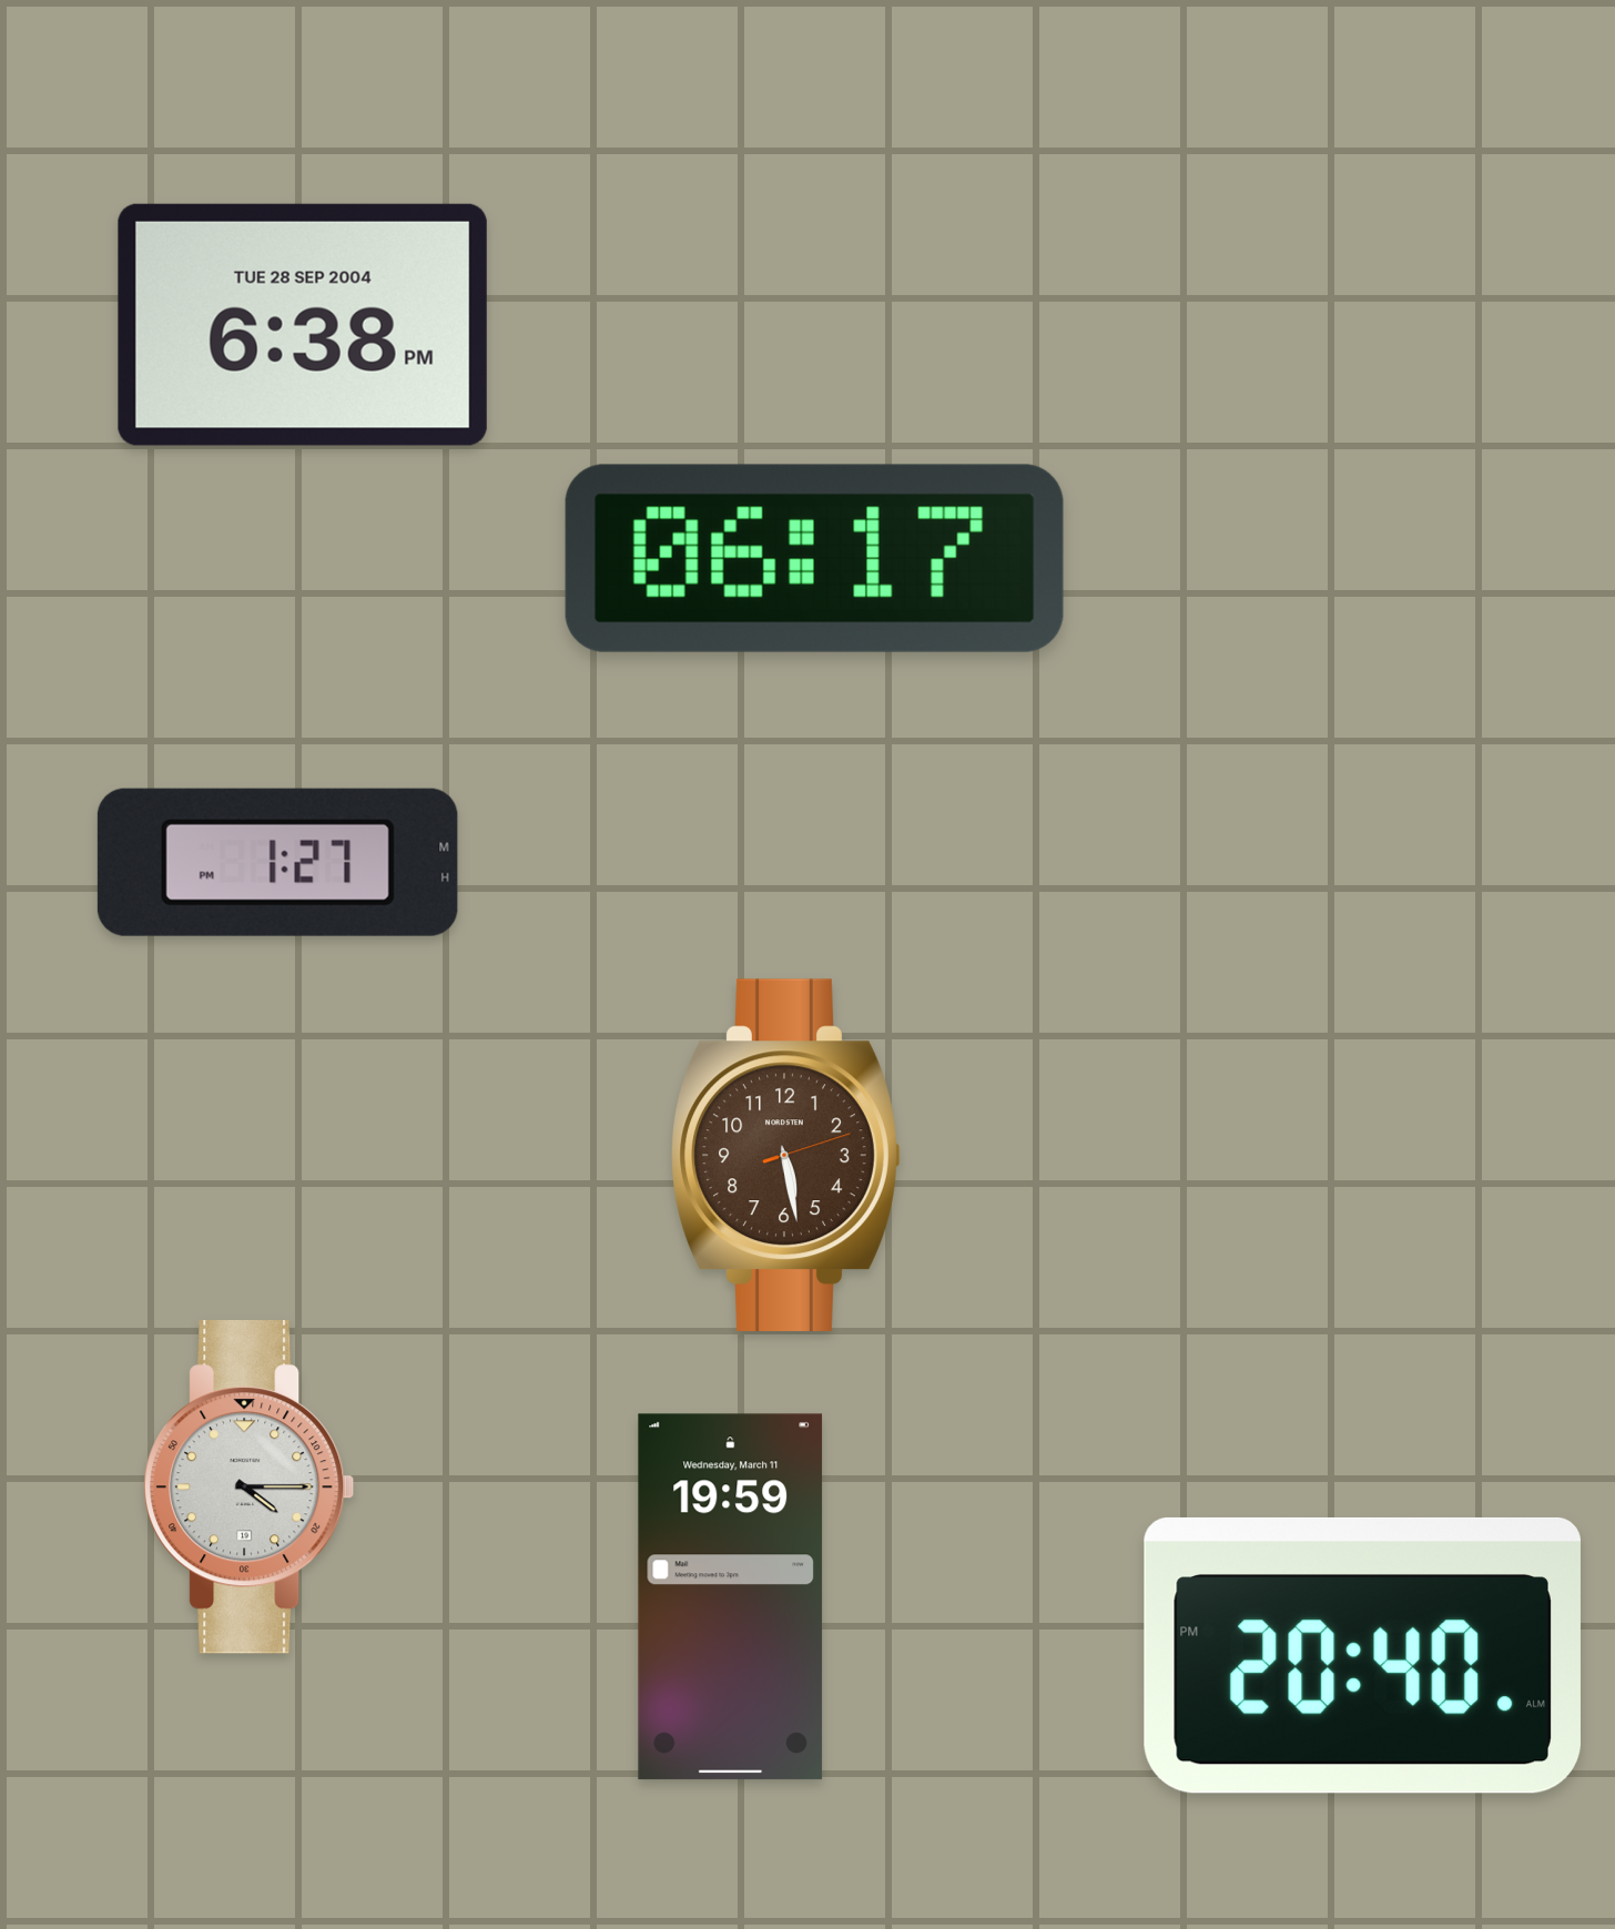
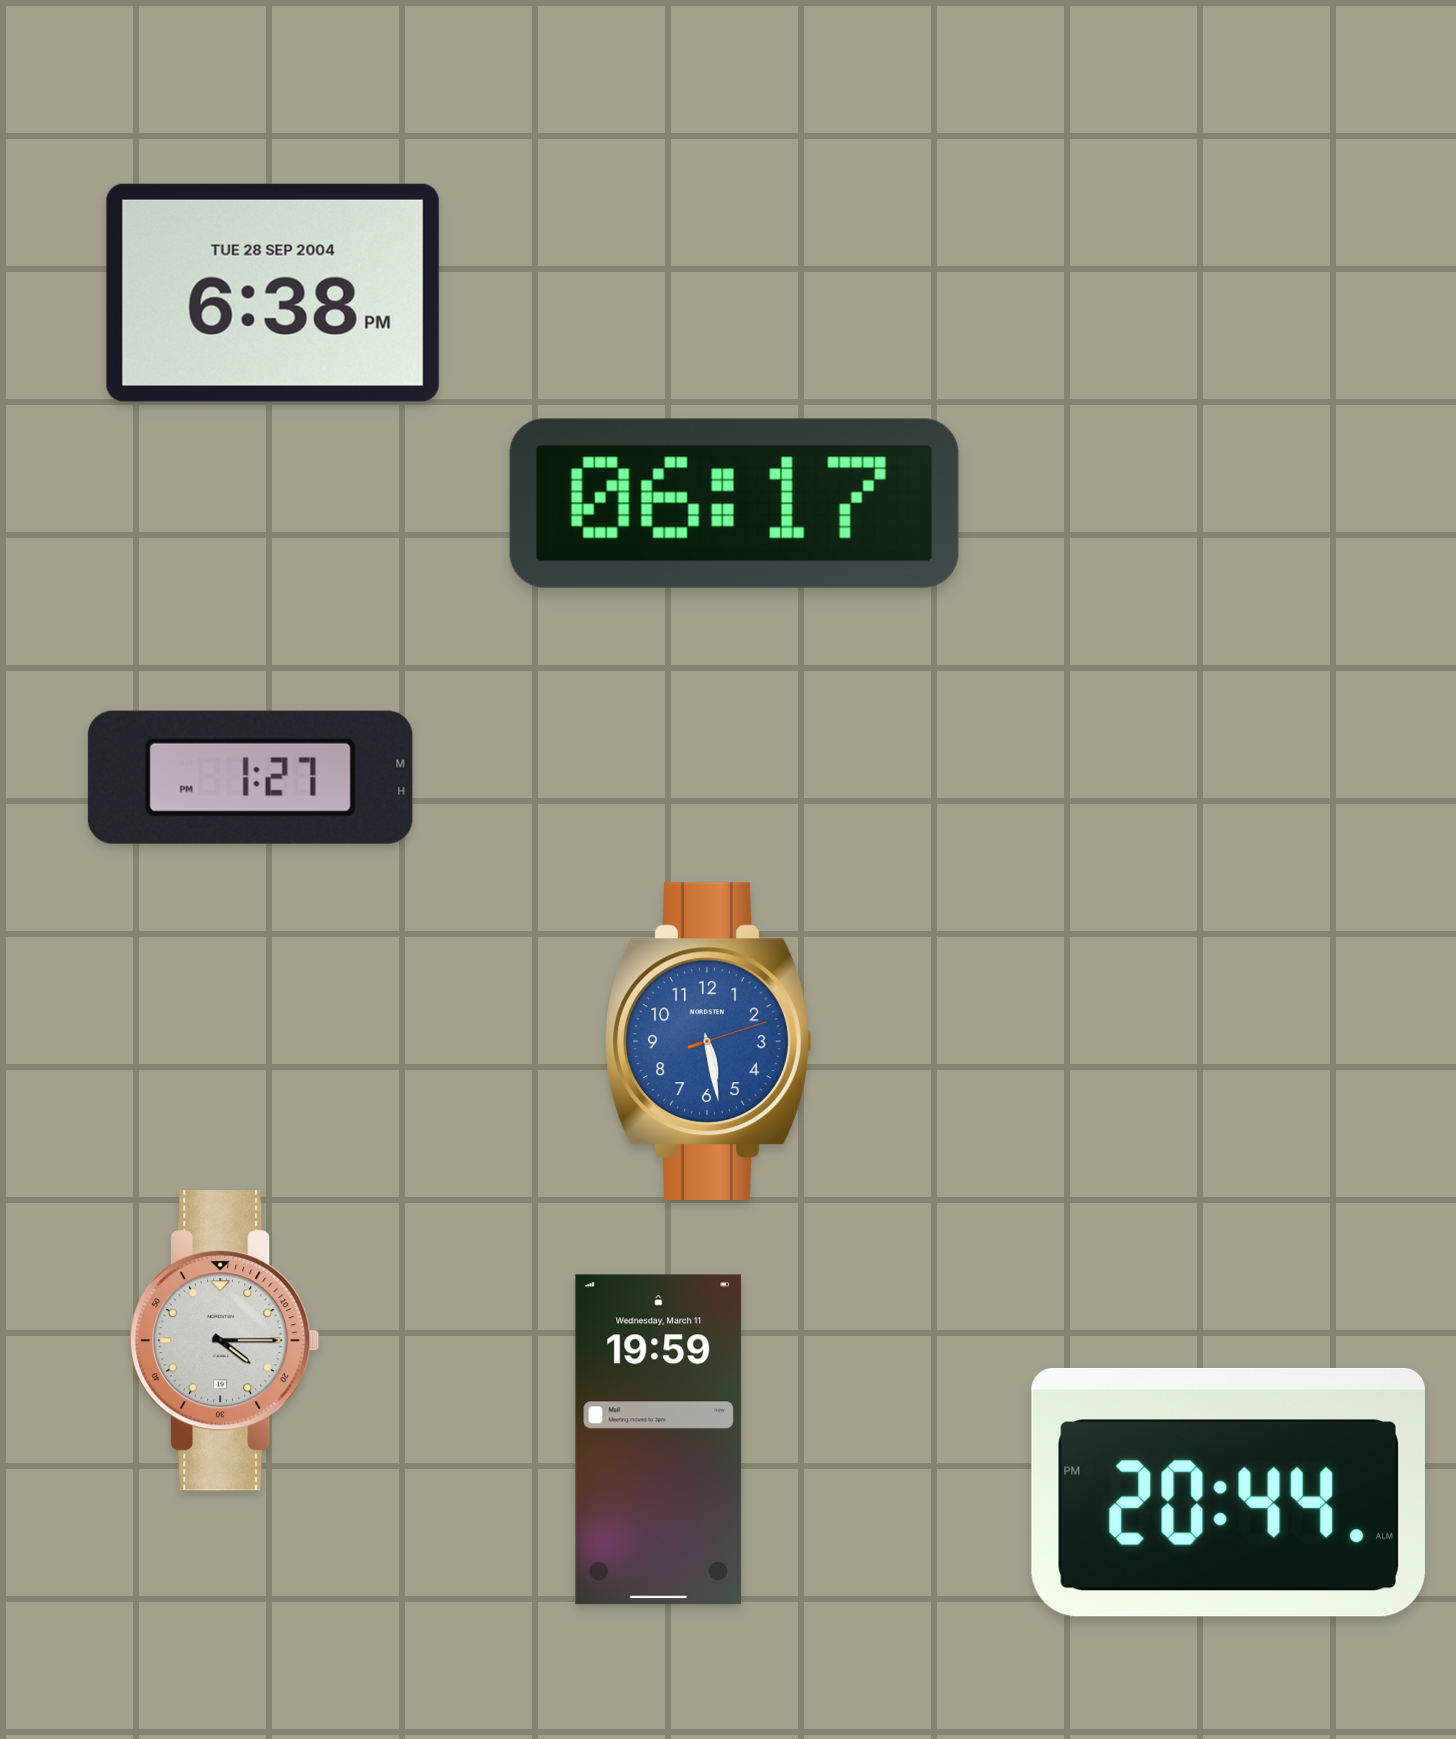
clock at (786, 1155) dial: brown -> blue
clock at (1362, 1655): 20:40 -> 20:44
